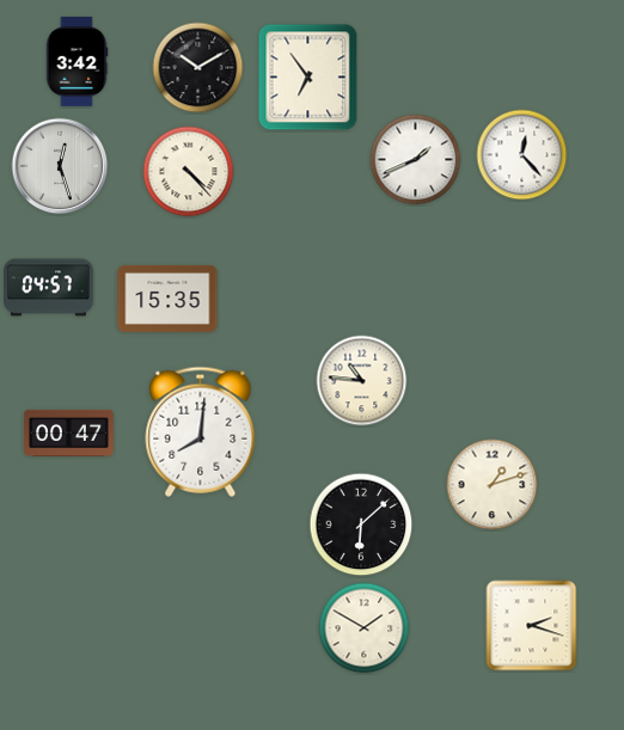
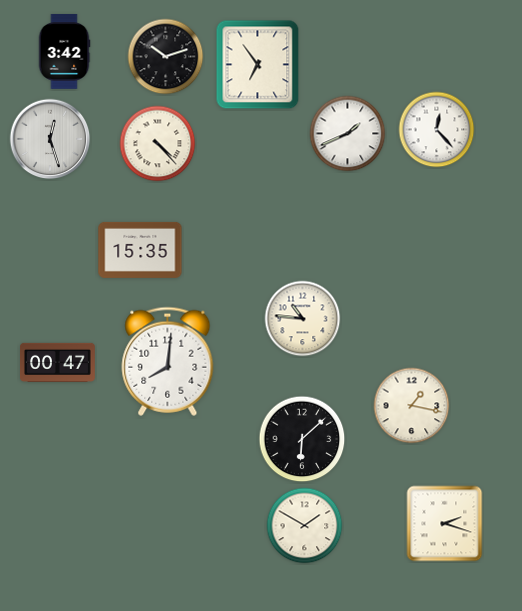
clock at (198, 68): 10:10 -> 10:12
clock at (49, 288): 04:57 -> none
clock at (493, 485): 1:12 -> 1:17
